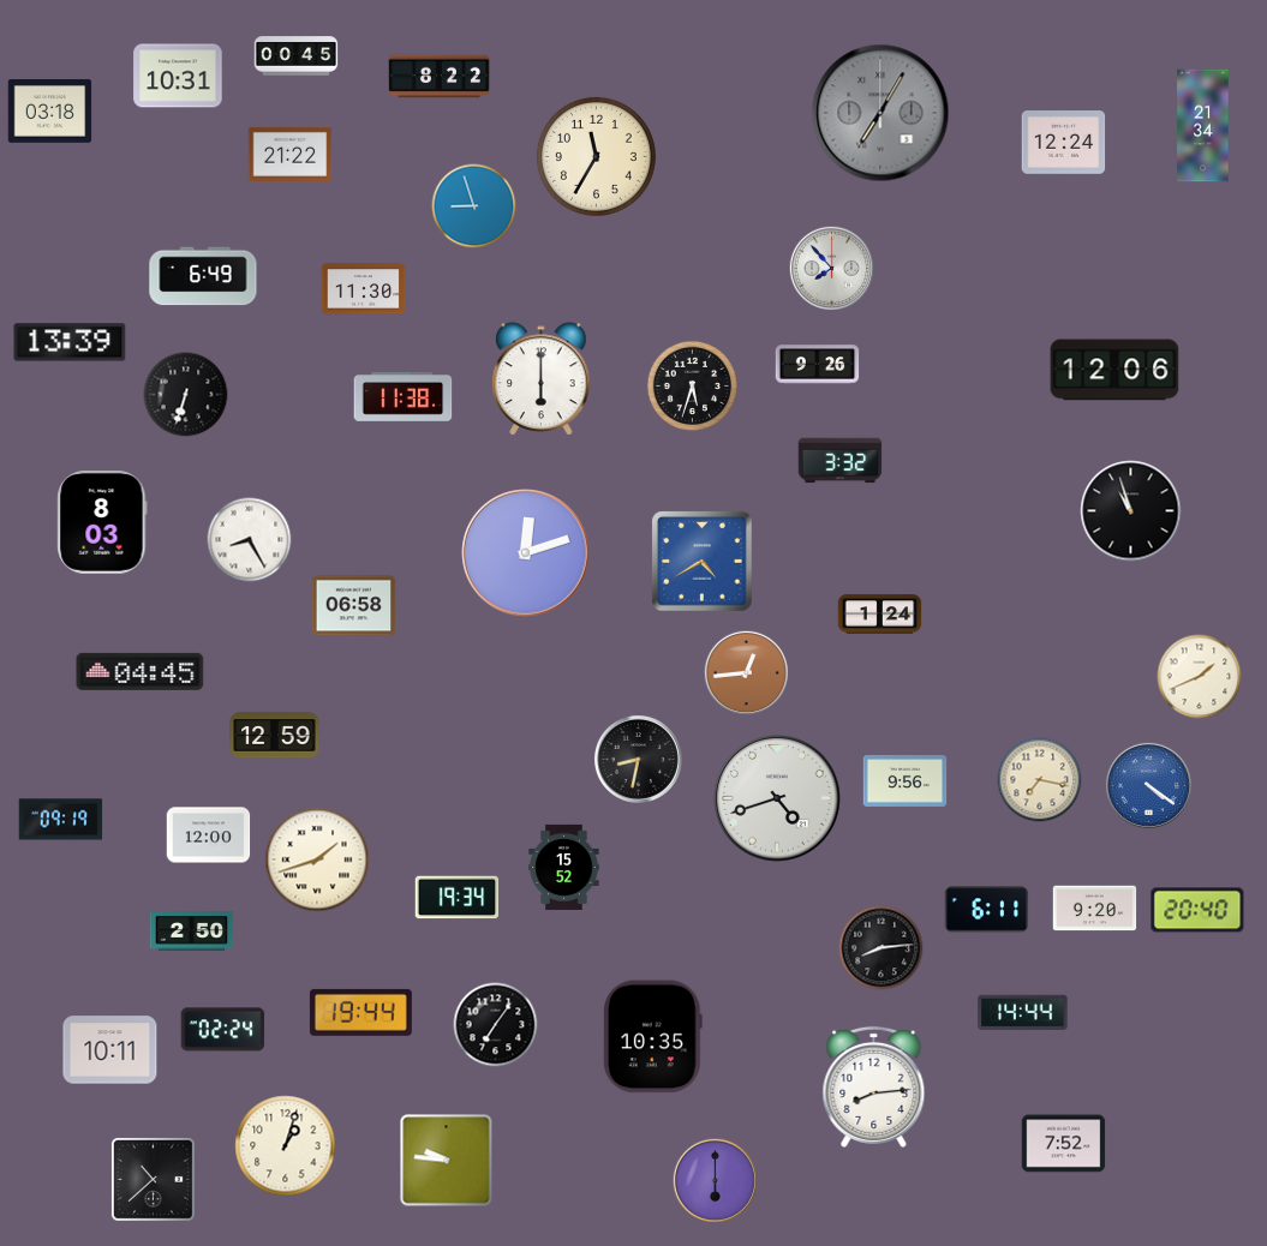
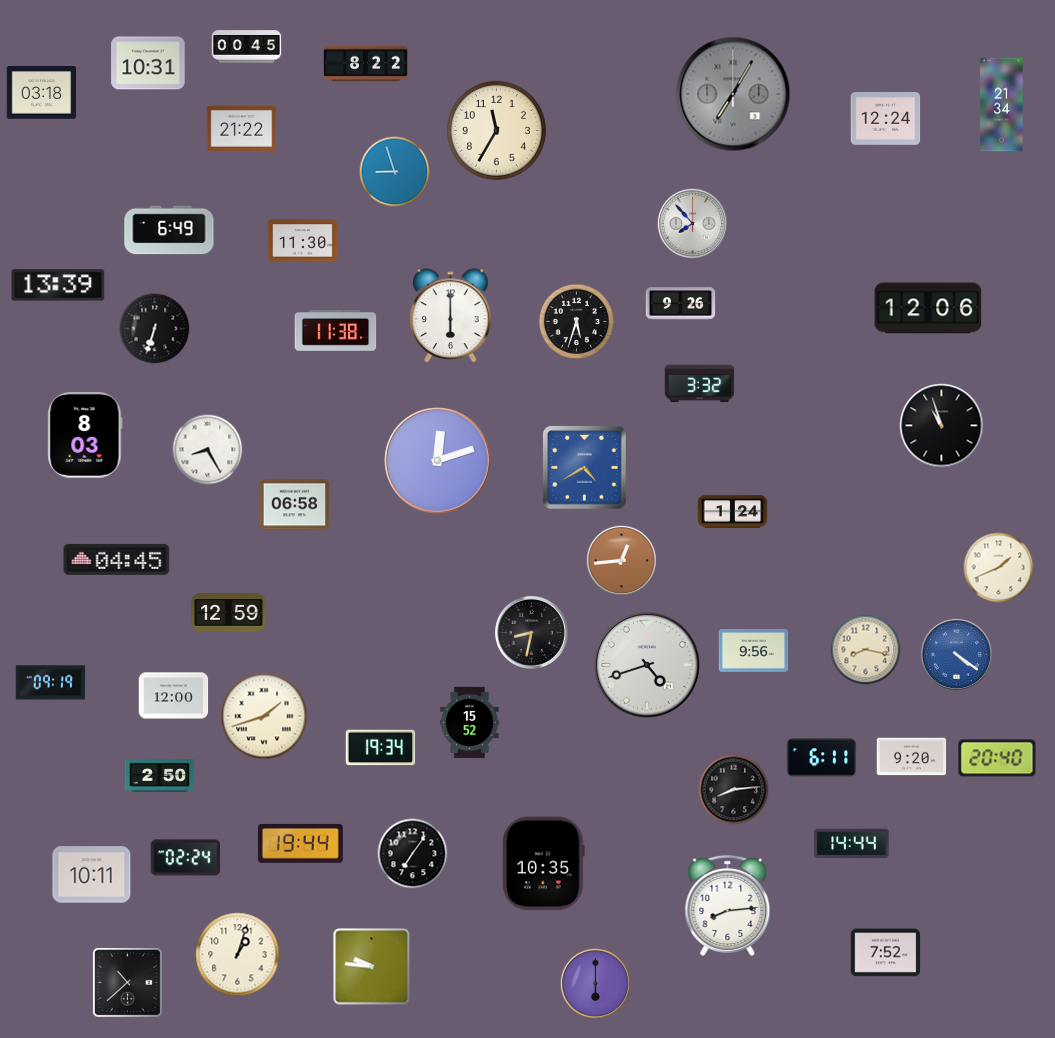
clock at (1200, 677) position: (1200, 677) -> (999, 568)
clock at (1040, 780): 7:17 -> 8:17
